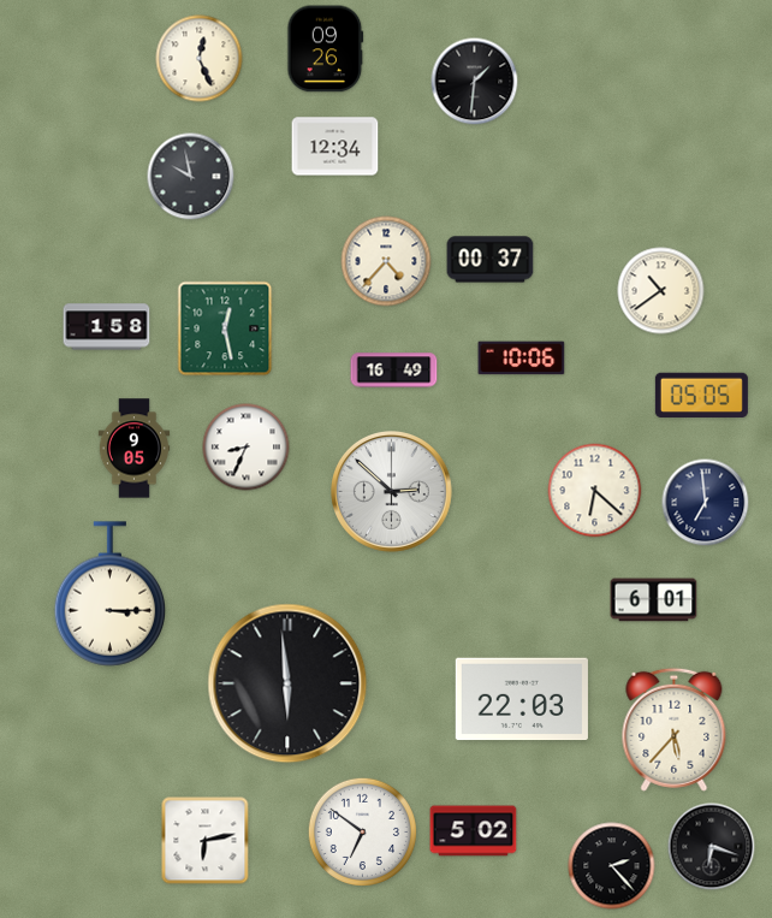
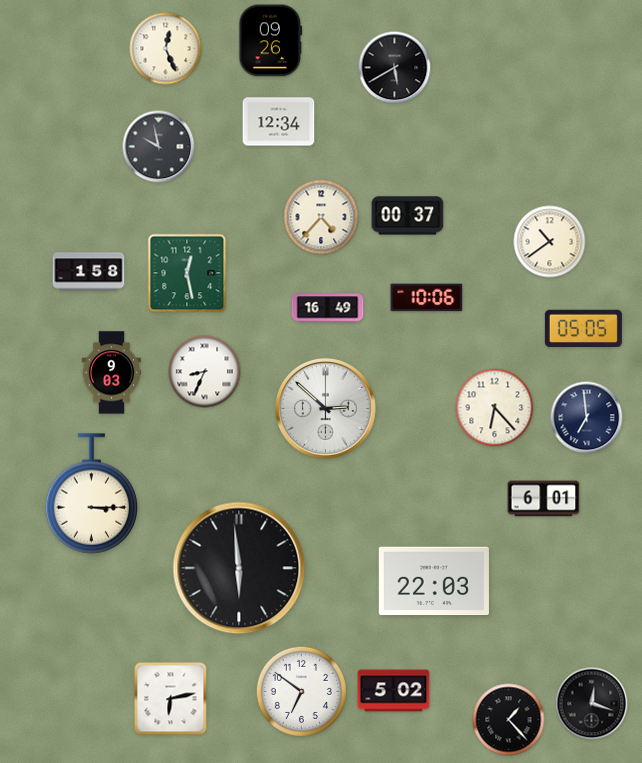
clock at (475, 82): 1:31 -> 5:40
clock at (522, 359) position: (522, 359) -> (427, 298)
clock at (135, 449): 9:05 -> 9:03
clock at (595, 491): 6:22 -> 6:23
clock at (675, 729): 5:37 -> none
clock at (712, 847): 6:18 -> 12:18
clock at (612, 866): 2:23 -> 1:23
